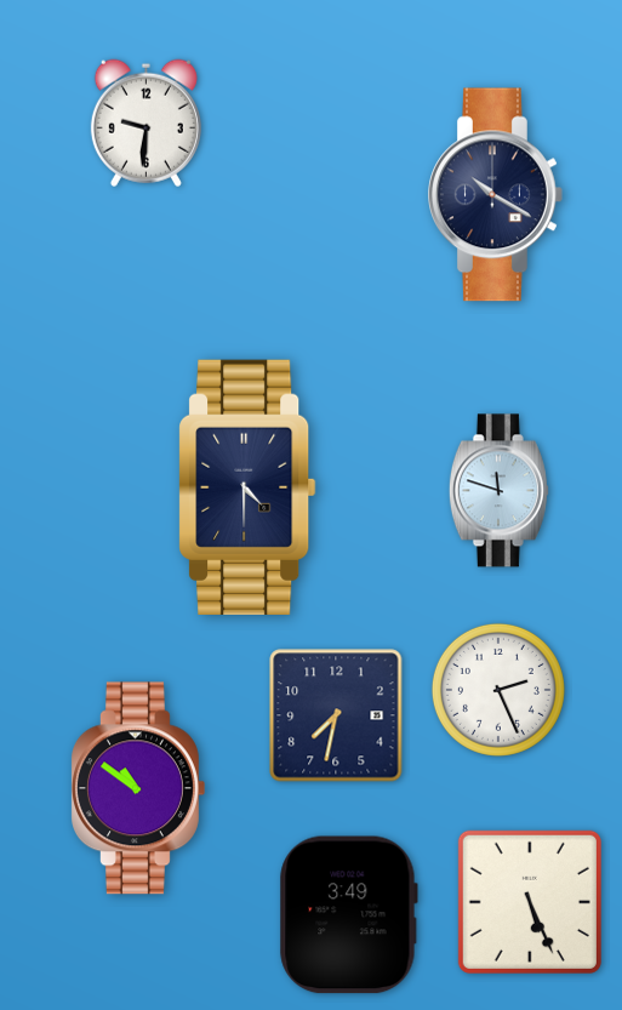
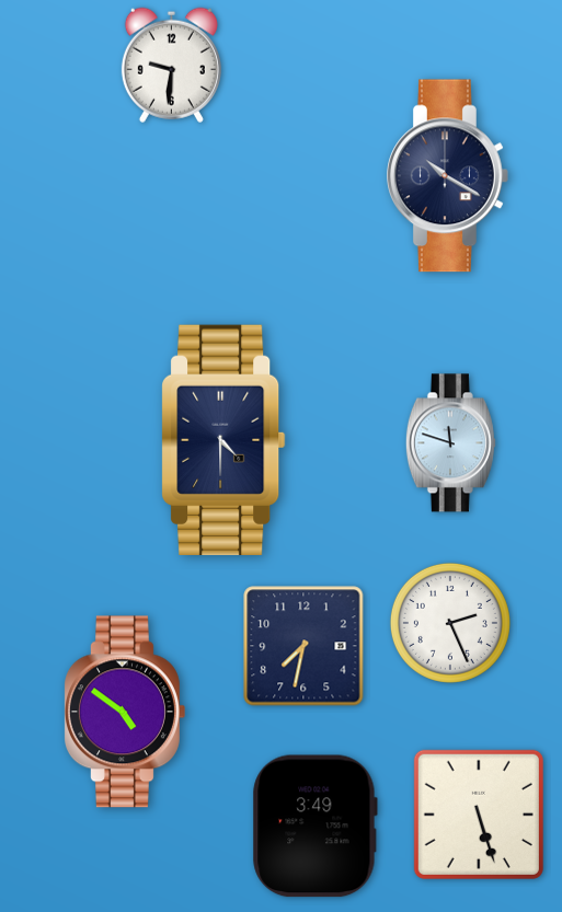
clock at (145, 122) position: (145, 122) -> (171, 65)
clock at (138, 788): 10:51 -> 4:51
clock at (530, 902): 5:26 -> 5:27
